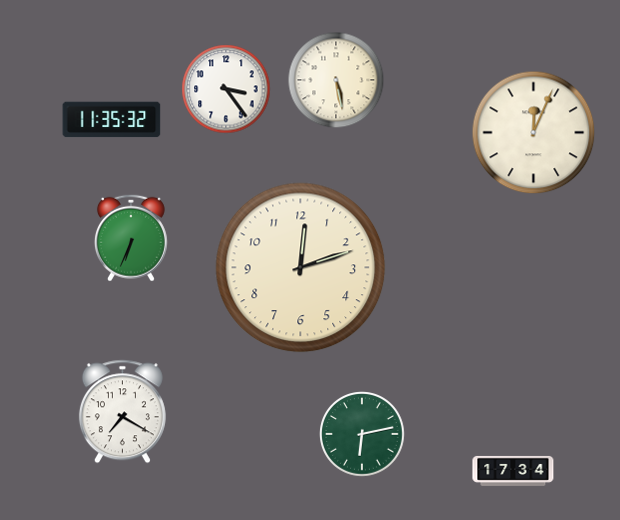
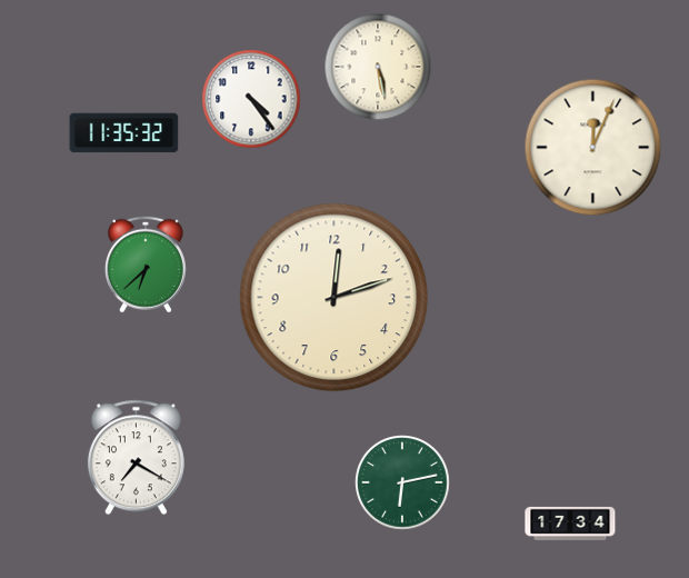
clock at (336, 80) position: (336, 80) -> (378, 67)
clock at (226, 89): 3:24 -> 4:24
clock at (131, 238): 6:34 -> 6:38
